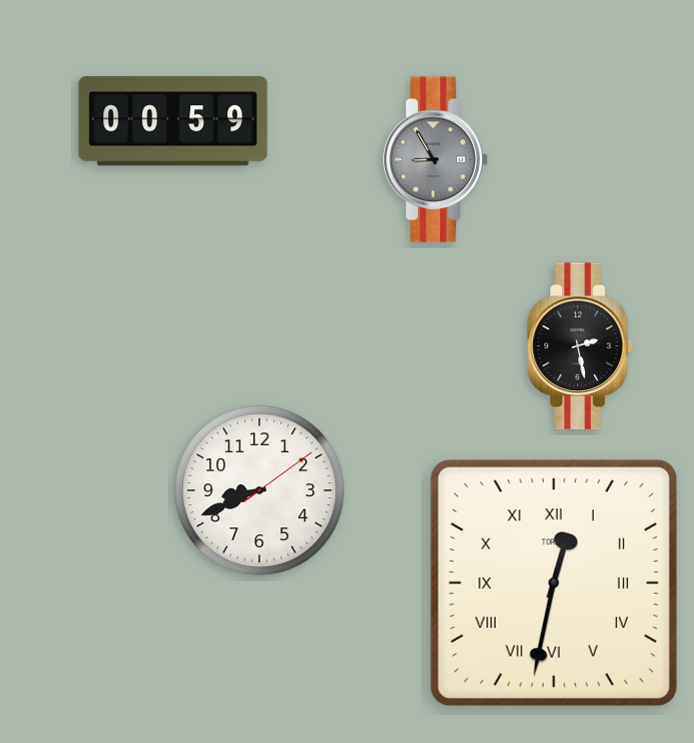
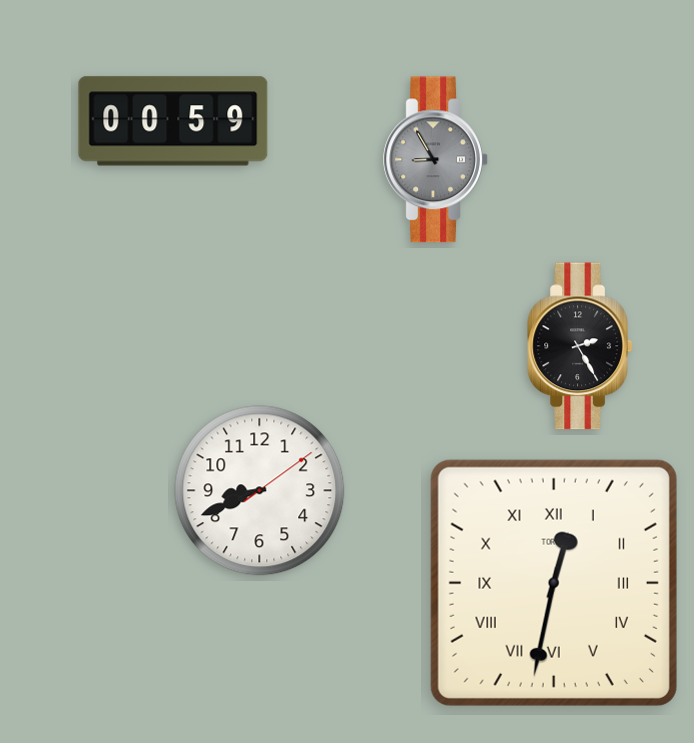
clock at (580, 346): 2:28 -> 2:25
